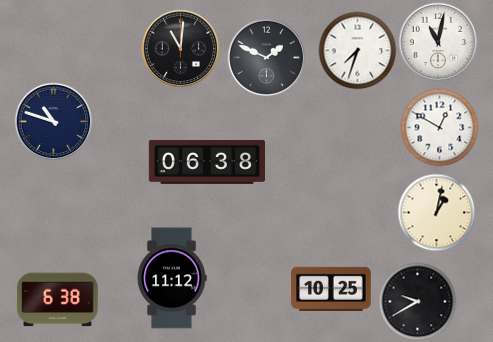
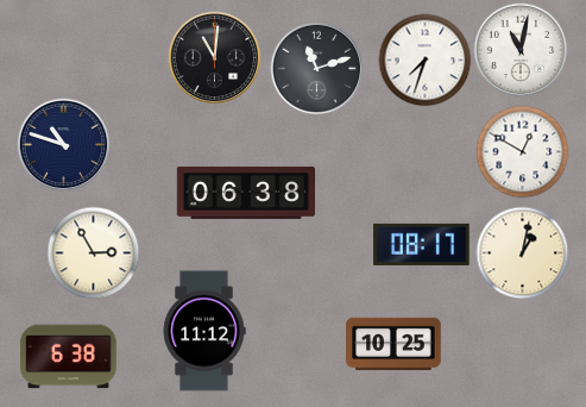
clock at (266, 57): 1:49 -> 11:12
clock at (422, 244): none -> 08:17
clock at (93, 252): none -> 2:55
clock at (436, 212) position: (436, 212) -> (522, 252)
clock at (417, 301): 9:40 -> none
